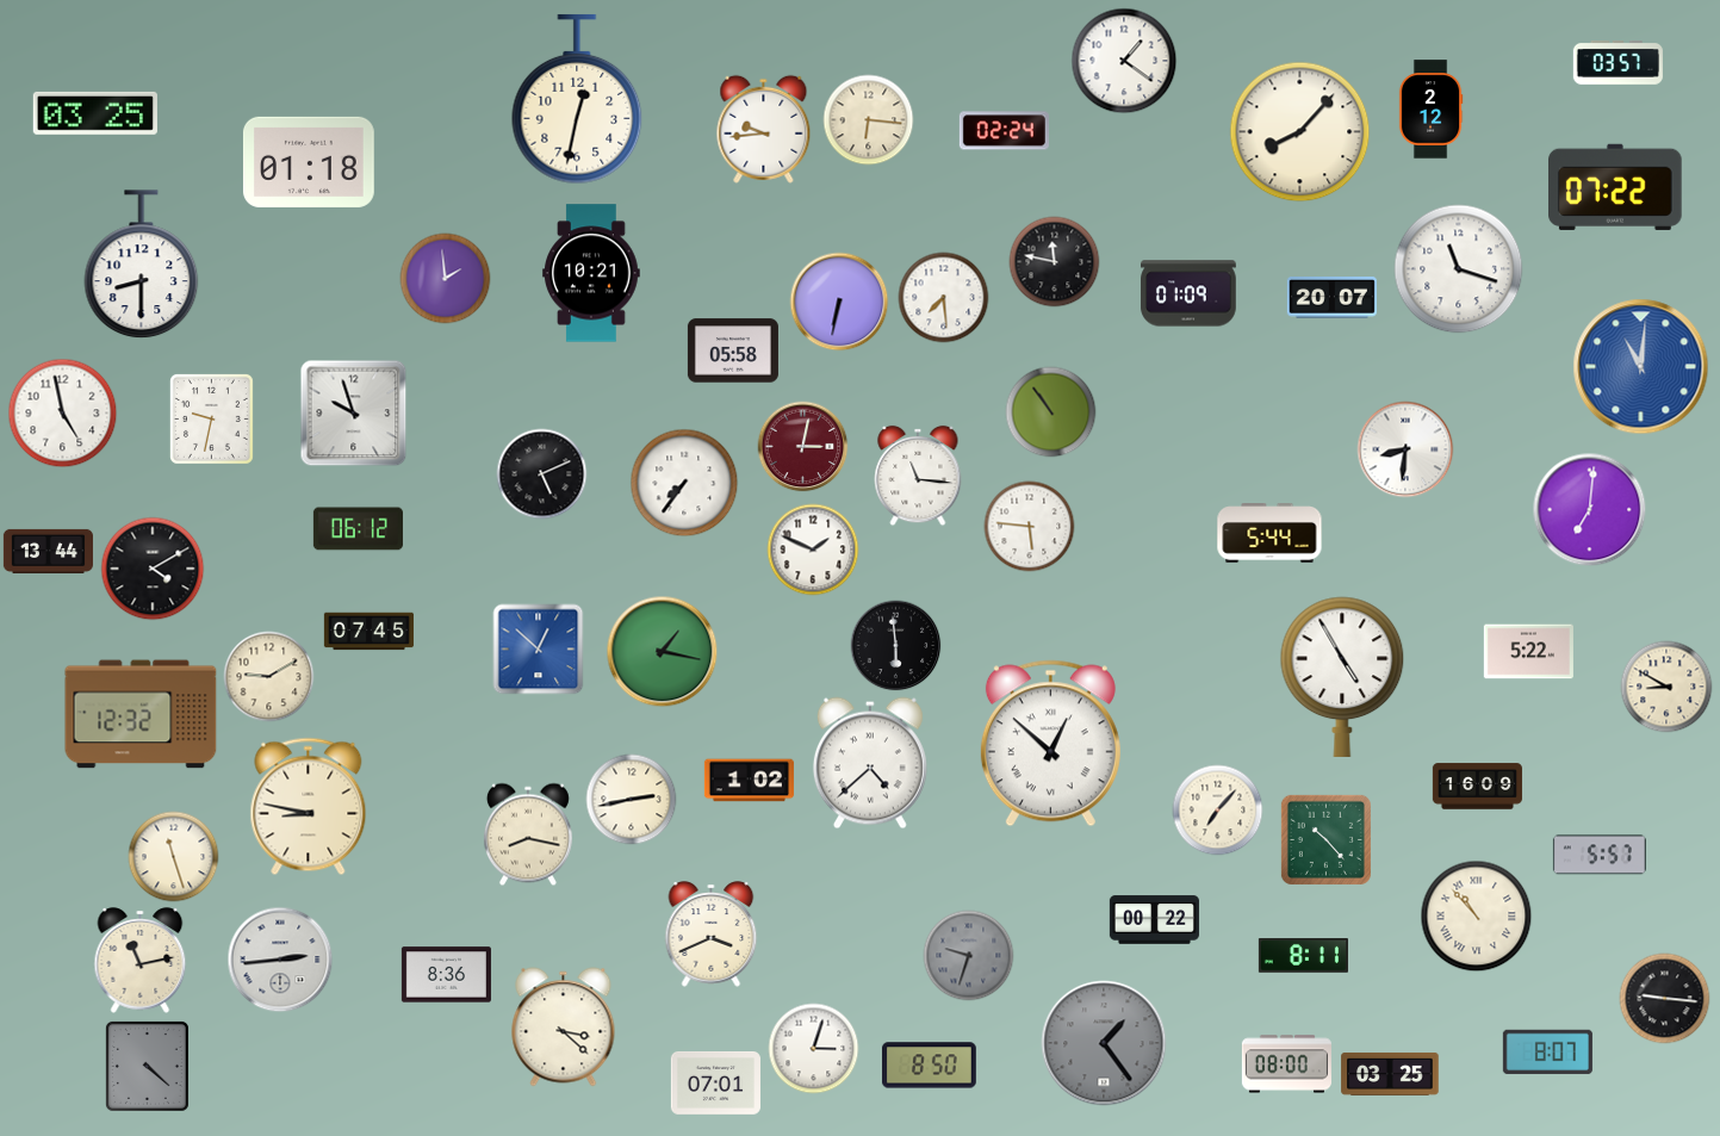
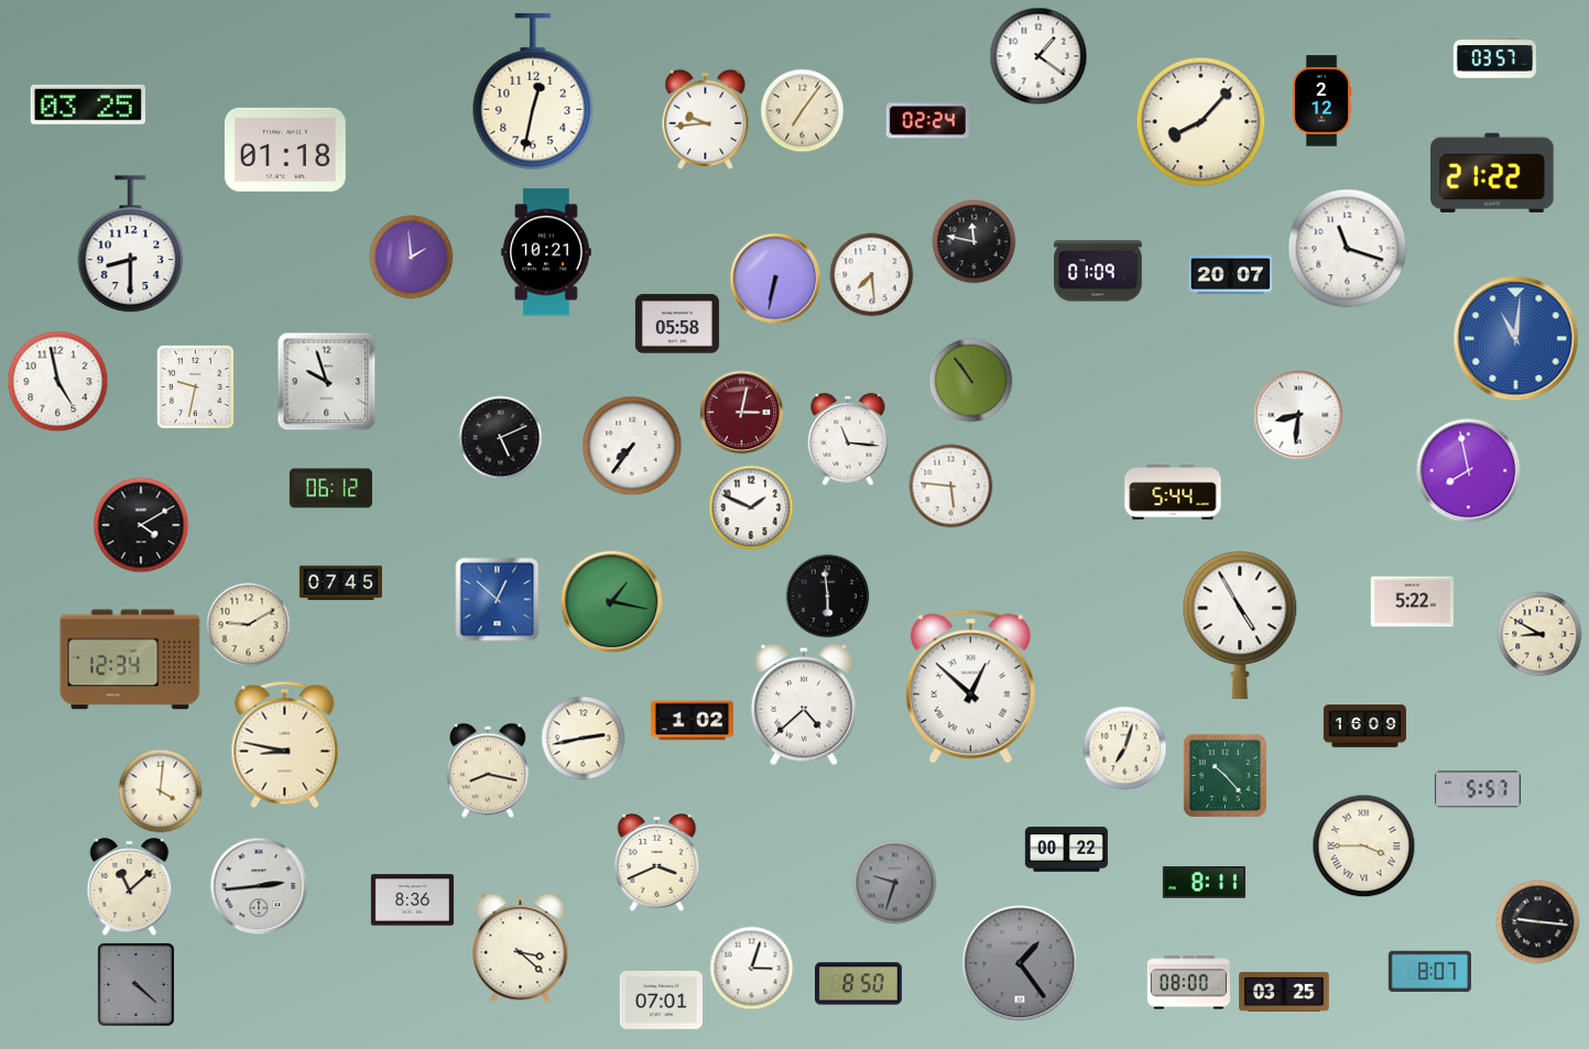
clock at (869, 120): 6:16 -> 7:06
clock at (1616, 187): 07:22 -> 21:22
clock at (1590, 510): 7:01 -> 7:58
clock at (48, 551): 13:44 -> none
clock at (141, 714): 12:32 -> 12:34
clock at (1218, 811): 7:07 -> 7:03
clock at (174, 857): 11:27 -> 4:01
clock at (1477, 917): 10:53 -> 3:45
clock at (141, 961): 11:13 -> 11:08
